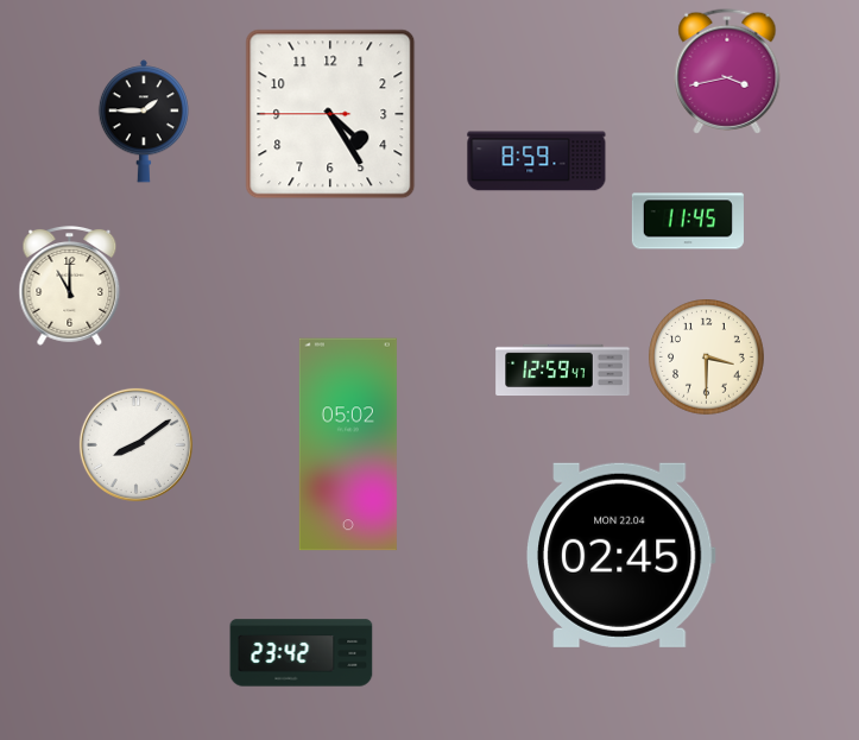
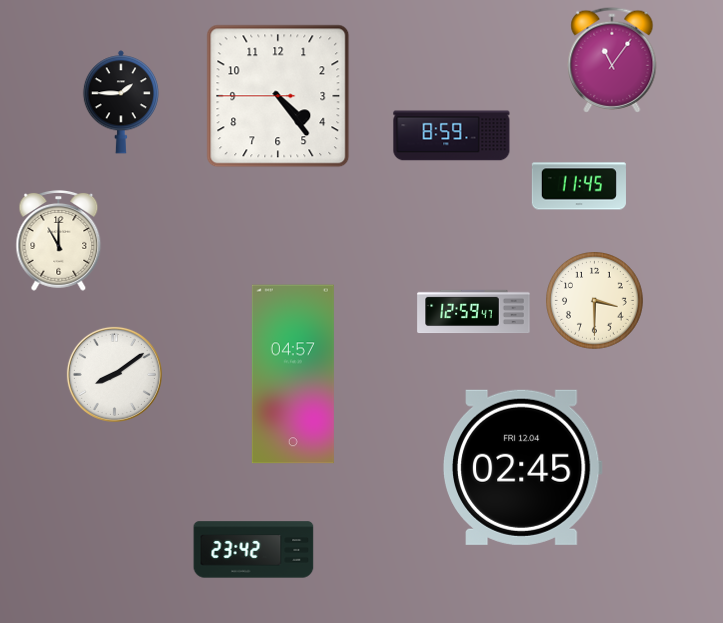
clock at (727, 71): 3:43 -> 11:06
clock at (330, 114): 4:24 -> 4:23
clock at (348, 444): 05:02 -> 04:57
clock at (620, 555) date: MON 22.04 -> FRI 12.04
